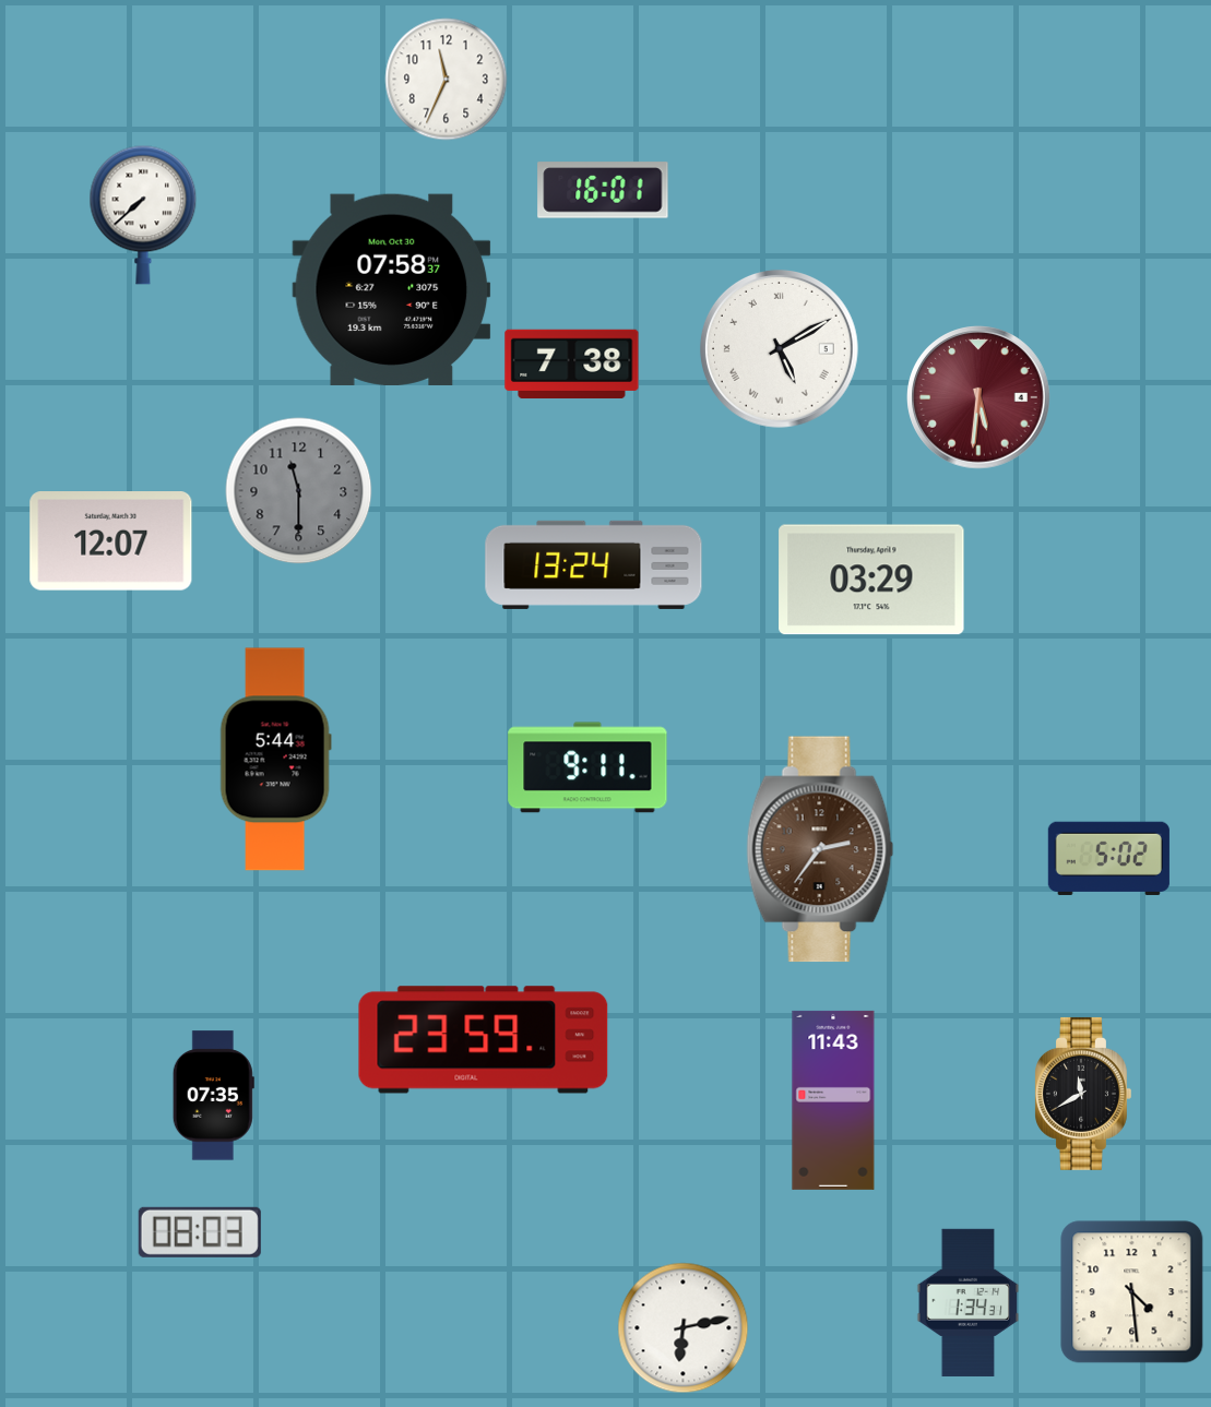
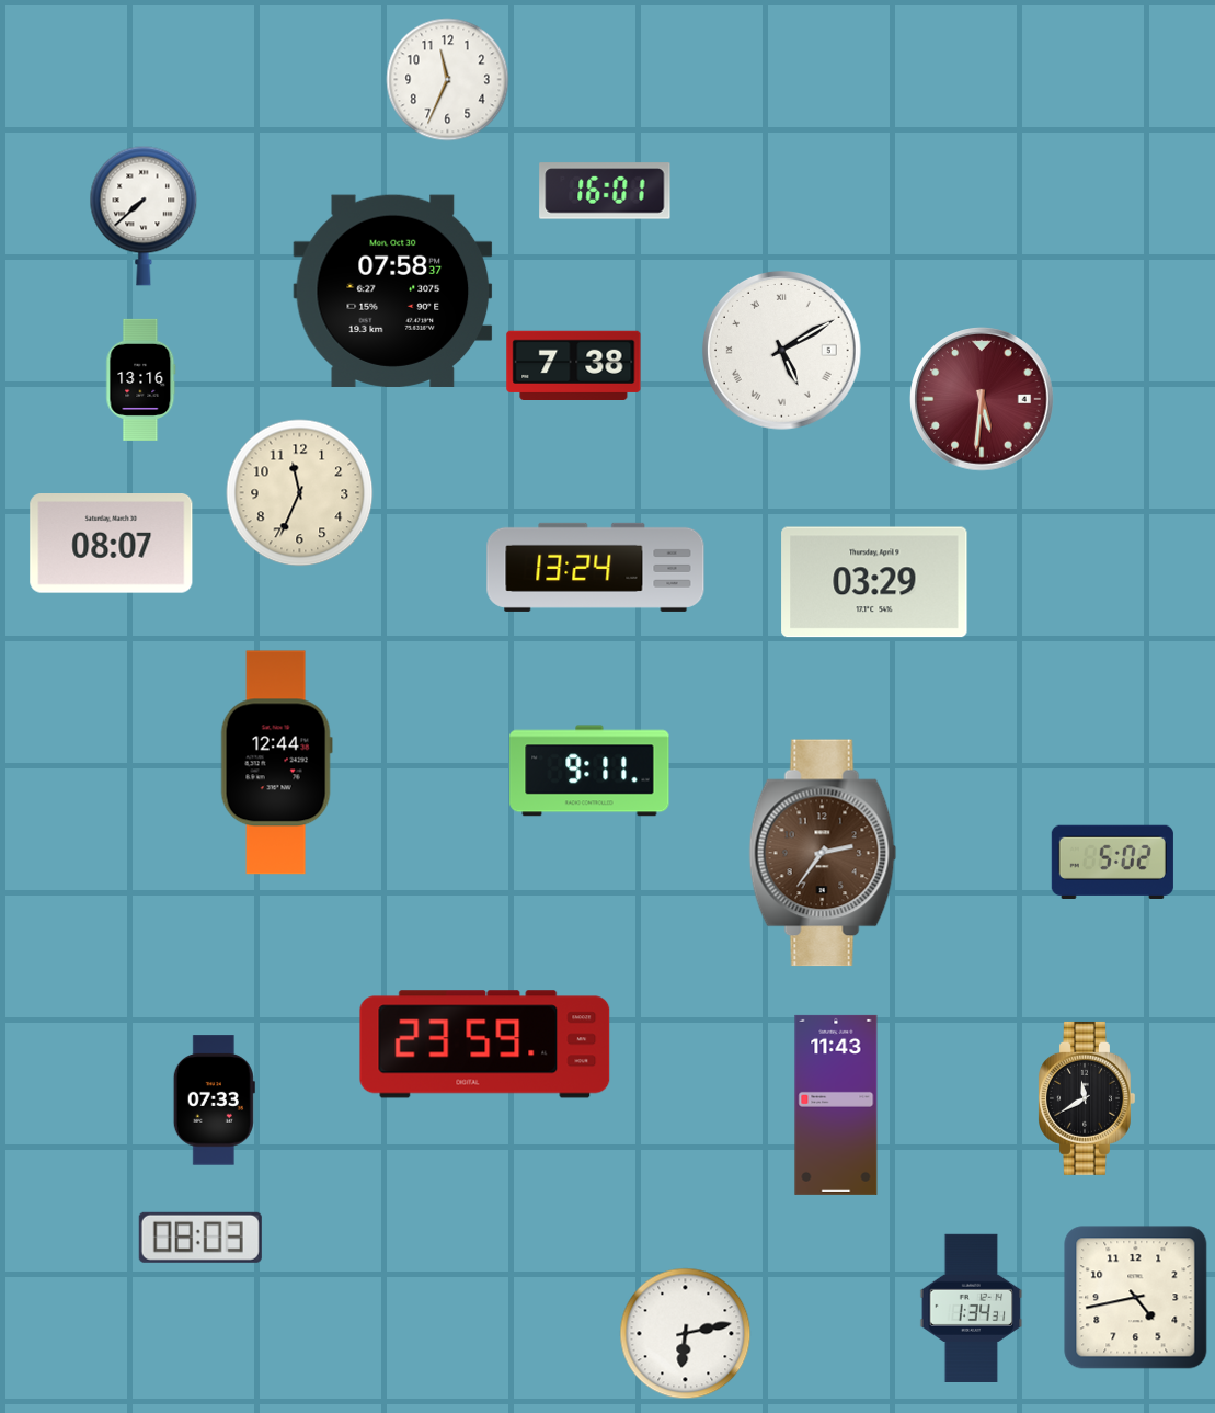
clock at (141, 379): none -> 13:16
clock at (299, 491): 11:30 -> 11:34
clock at (299, 491) dial: grey -> cream
clock at (111, 541): 12:07 -> 08:07
clock at (275, 760): 5:44 -> 12:44
clock at (213, 1096): 07:35 -> 07:33
clock at (1132, 1292): 4:29 -> 4:43
